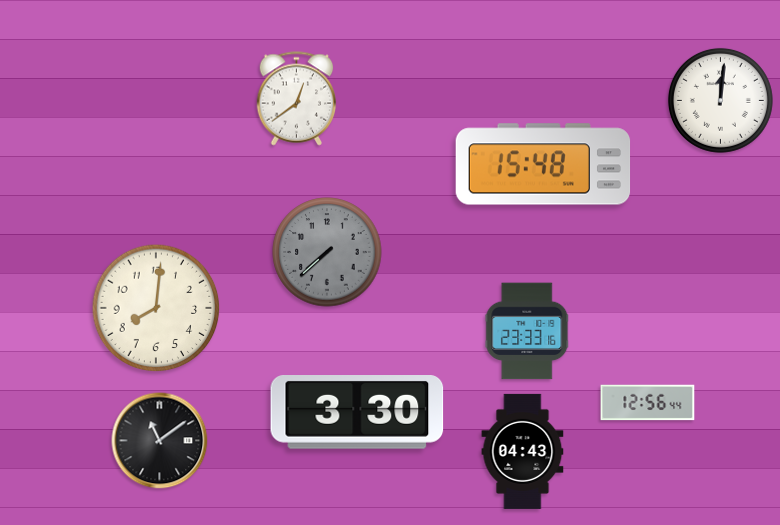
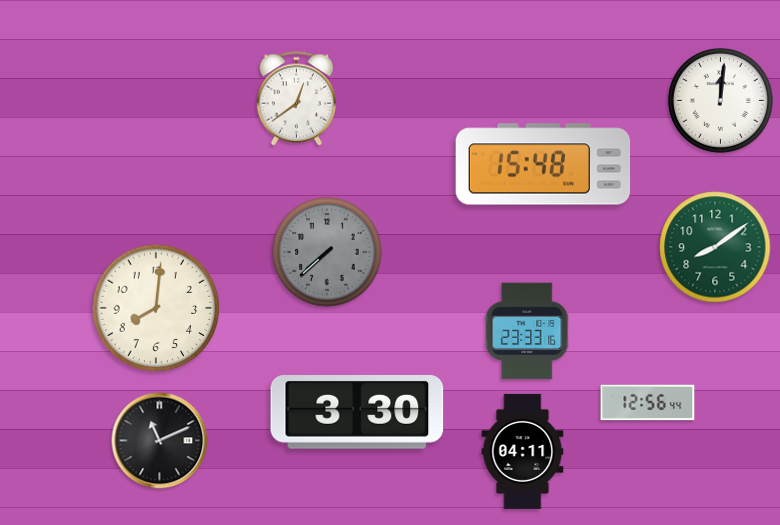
clock at (715, 247): none -> 8:09
clock at (160, 441): 11:09 -> 11:11
clock at (523, 451): 04:43 -> 04:11
